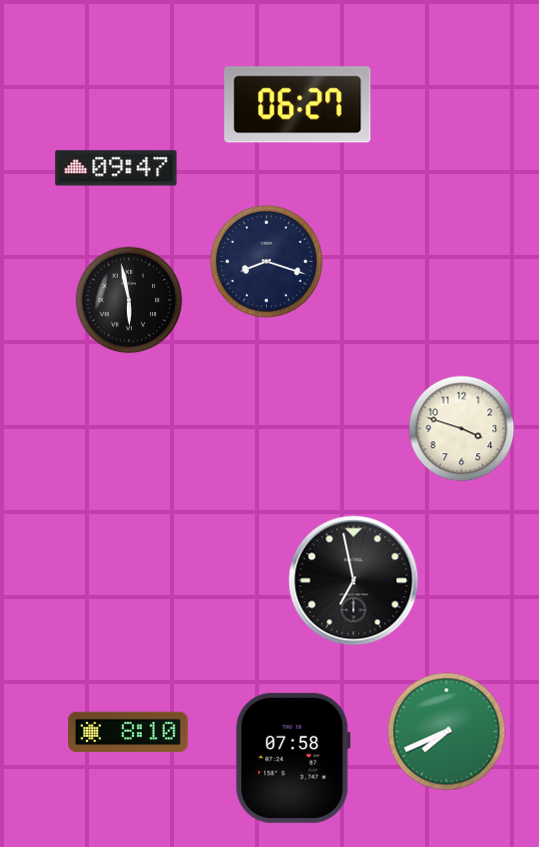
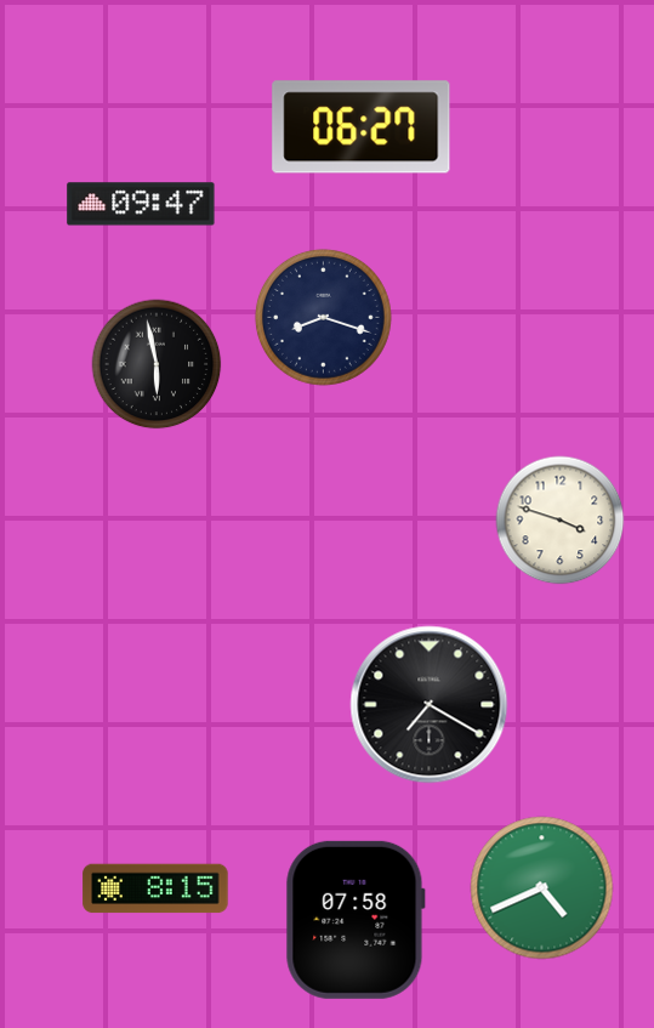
clock at (354, 581): 6:58 -> 7:20
clock at (128, 732): 8:10 -> 8:15
clock at (447, 732): 7:41 -> 4:41
